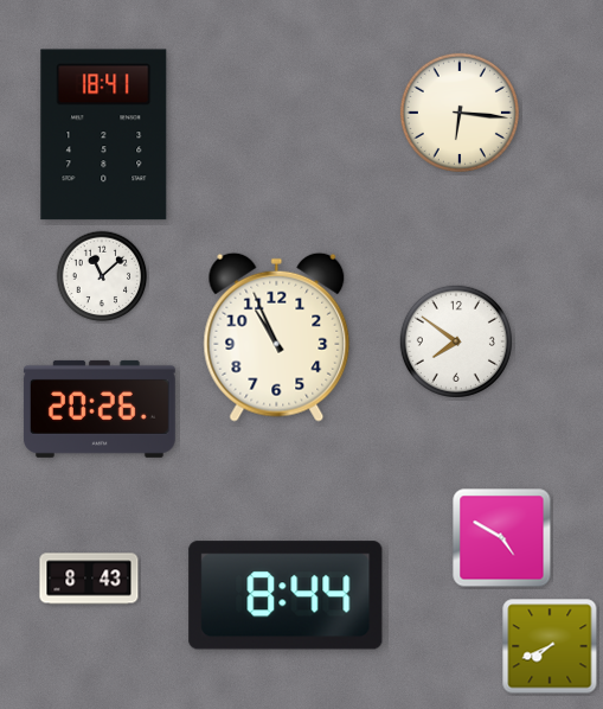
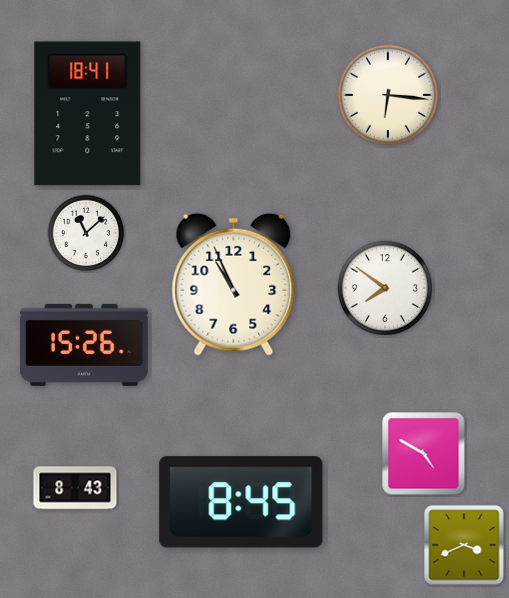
clock at (100, 409): 20:26 -> 15:26
clock at (286, 595): 8:44 -> 8:45
clock at (550, 646): 7:41 -> 3:41
